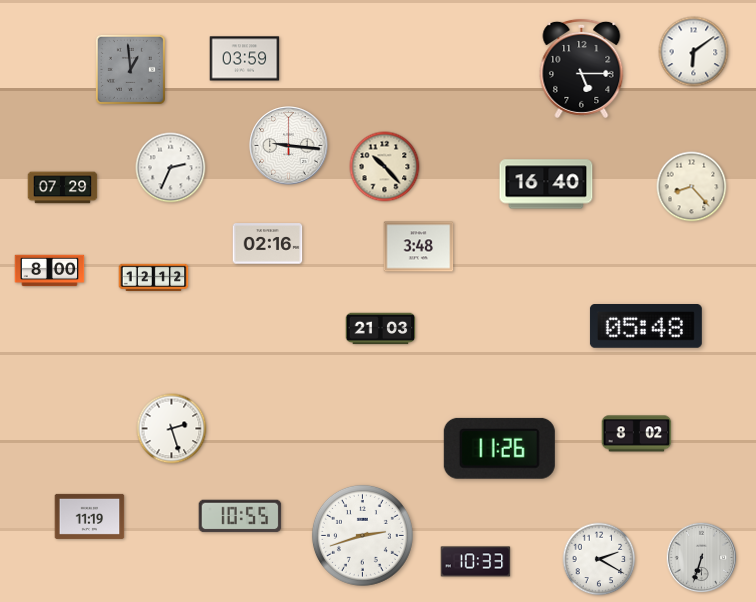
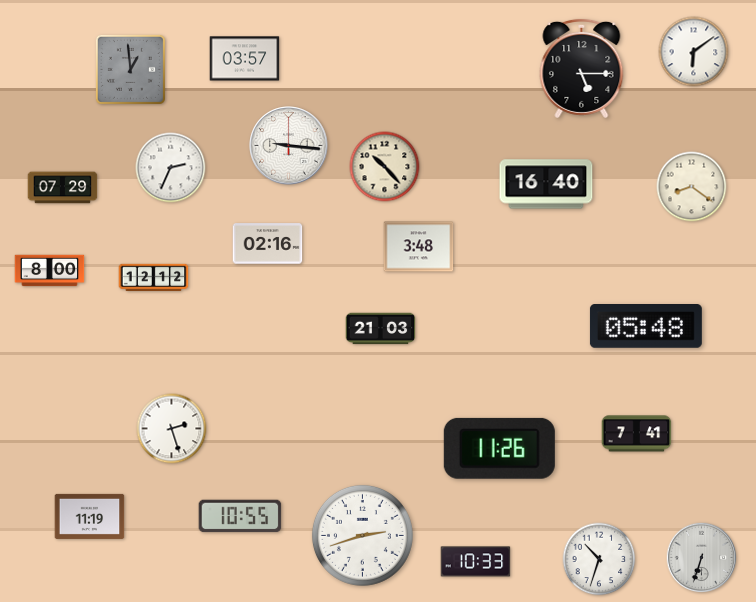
clock at (245, 59): 03:59 -> 03:57
clock at (692, 187): 8:23 -> 8:21
clock at (637, 434): 8:02 -> 7:41
clock at (599, 559): 2:20 -> 10:33
